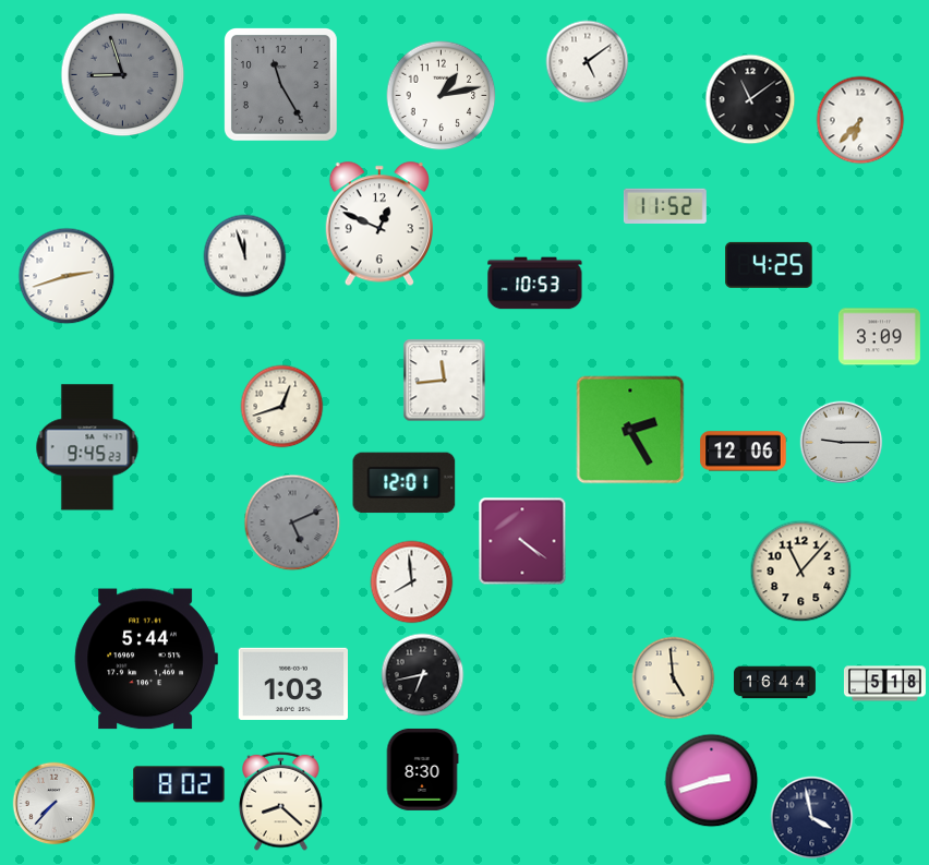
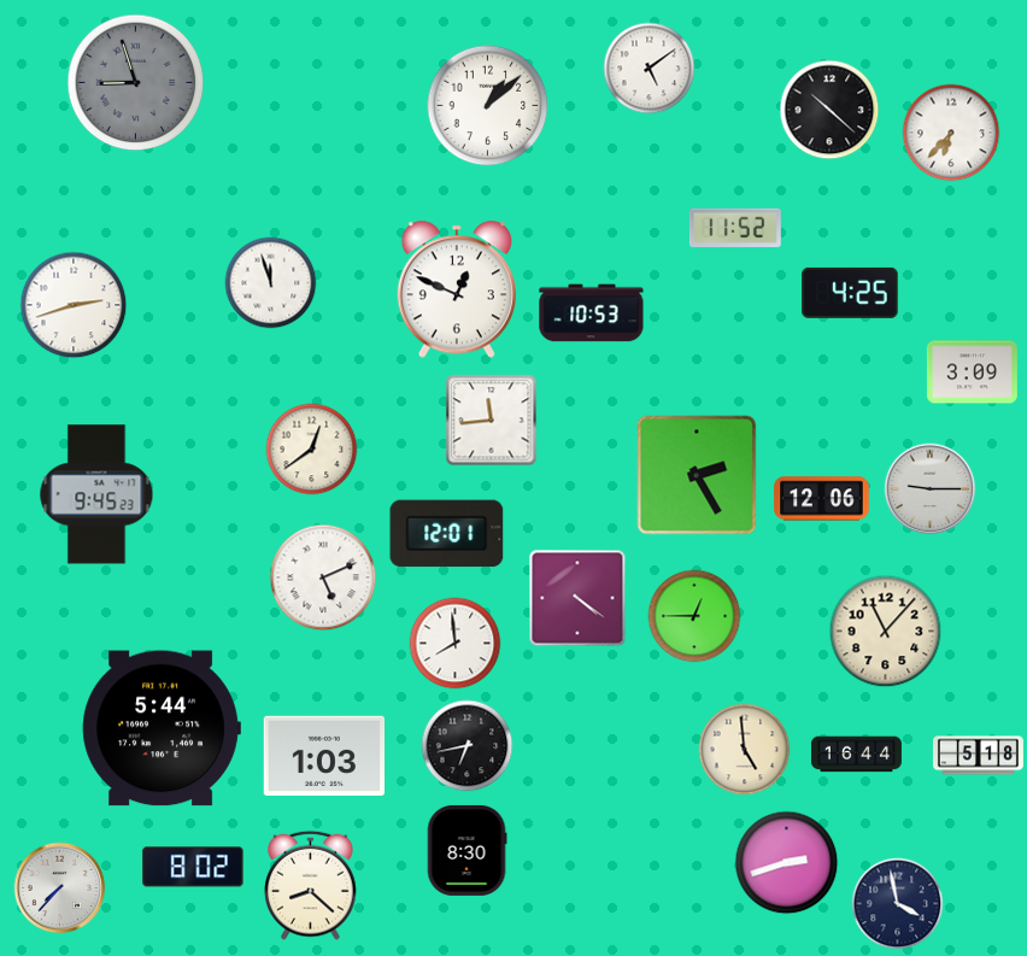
clock at (281, 85): 11:25 -> none
clock at (442, 96): 1:13 -> 1:08
clock at (750, 99): 11:09 -> 10:22
clock at (378, 224) position: (378, 224) -> (456, 289)
clock at (282, 407): 12:42 -> 12:39
clock at (292, 522) dial: grey -> white
clock at (694, 616): none -> 12:45
clock at (179, 784) position: (179, 784) -> (193, 867)
